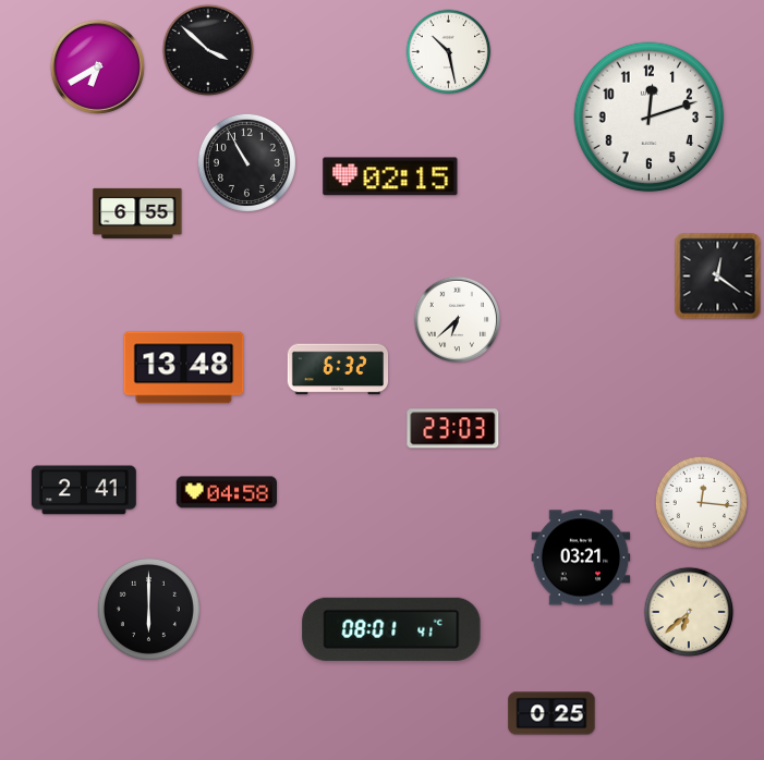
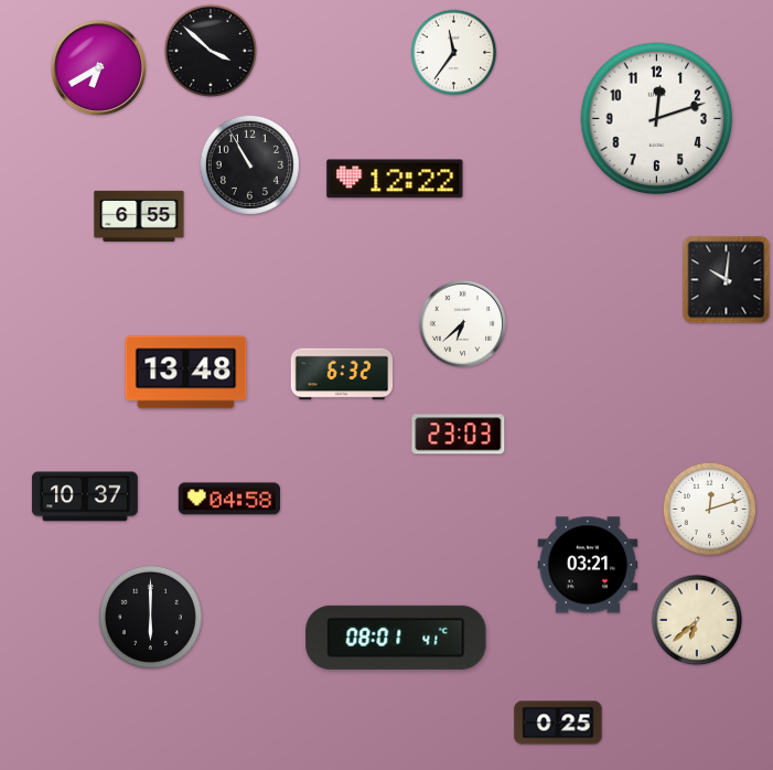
clock at (449, 52): 10:28 -> 11:36
clock at (390, 176): 02:15 -> 12:22
clock at (718, 277): 12:21 -> 10:01
clock at (84, 490): 2:41 -> 10:37
clock at (702, 503): 12:16 -> 12:12
